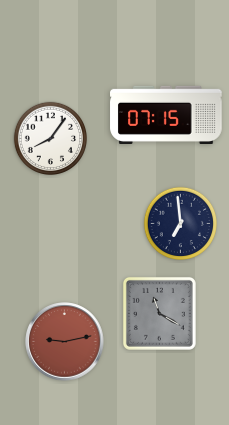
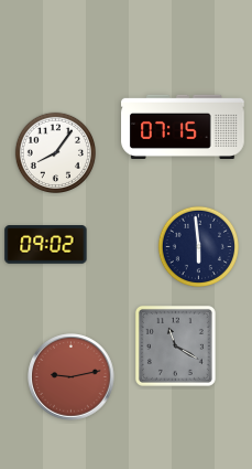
clock at (46, 245): none -> 09:02
clock at (180, 224): 6:59 -> 5:59
